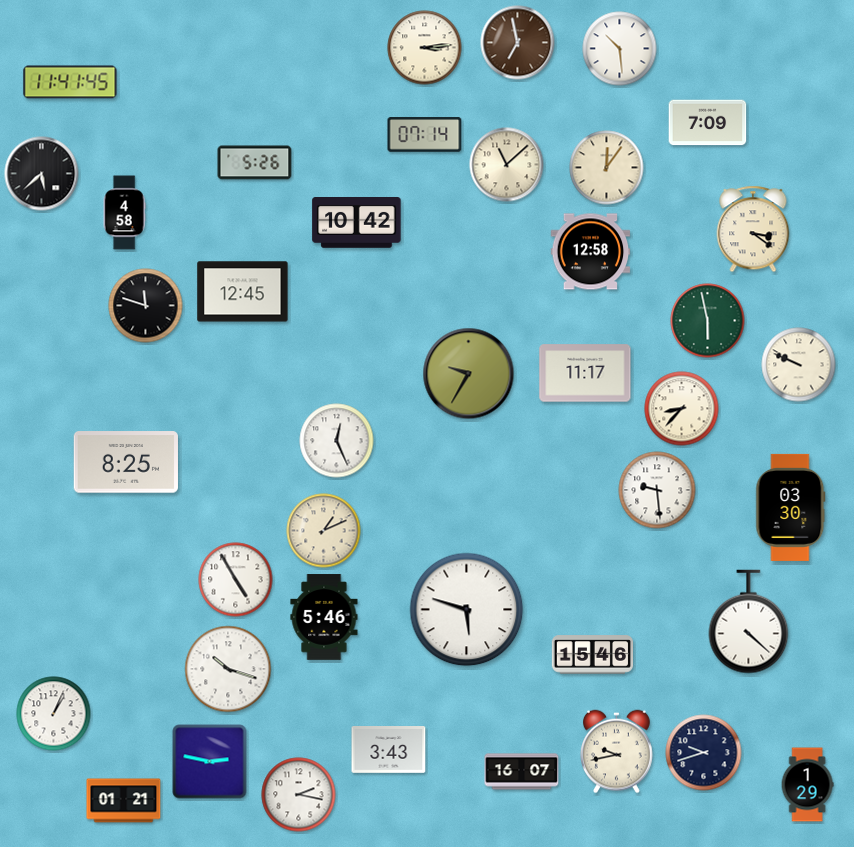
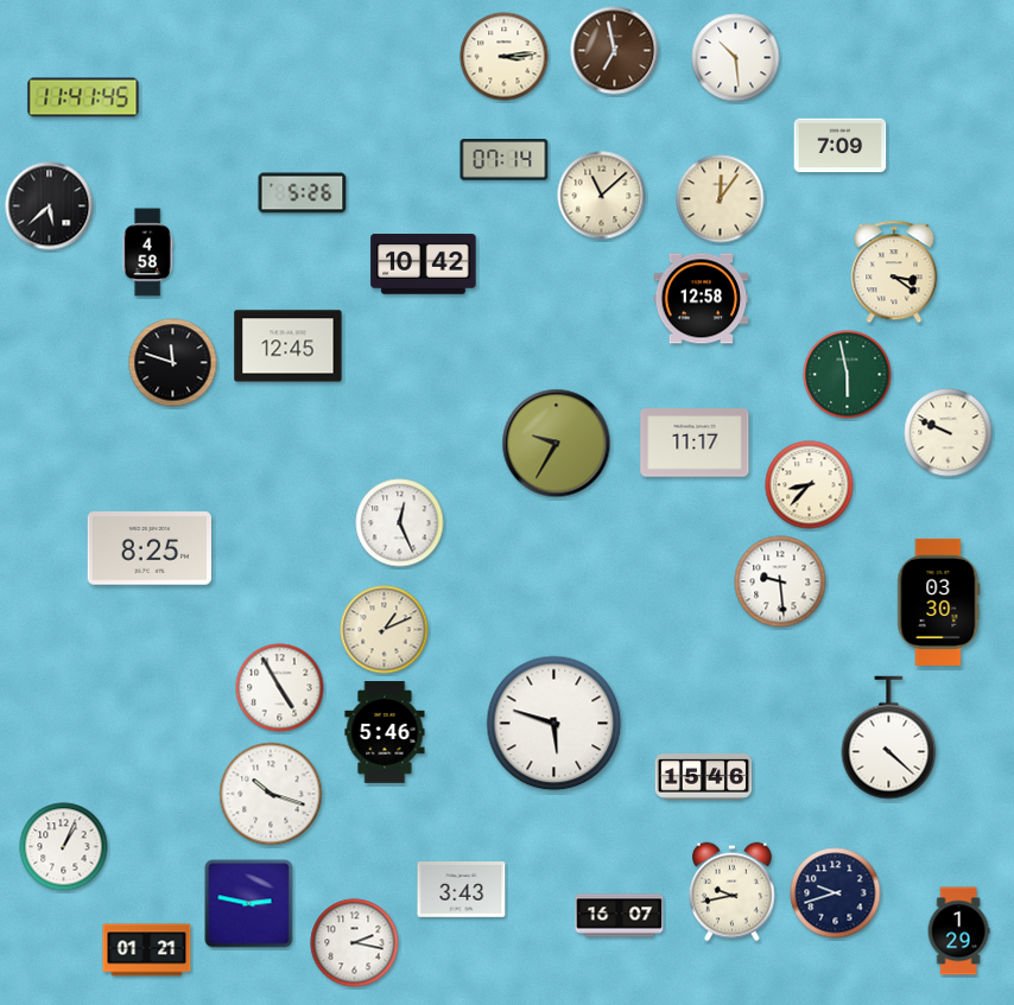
clock at (708, 321) position: (708, 321) -> (848, 375)
